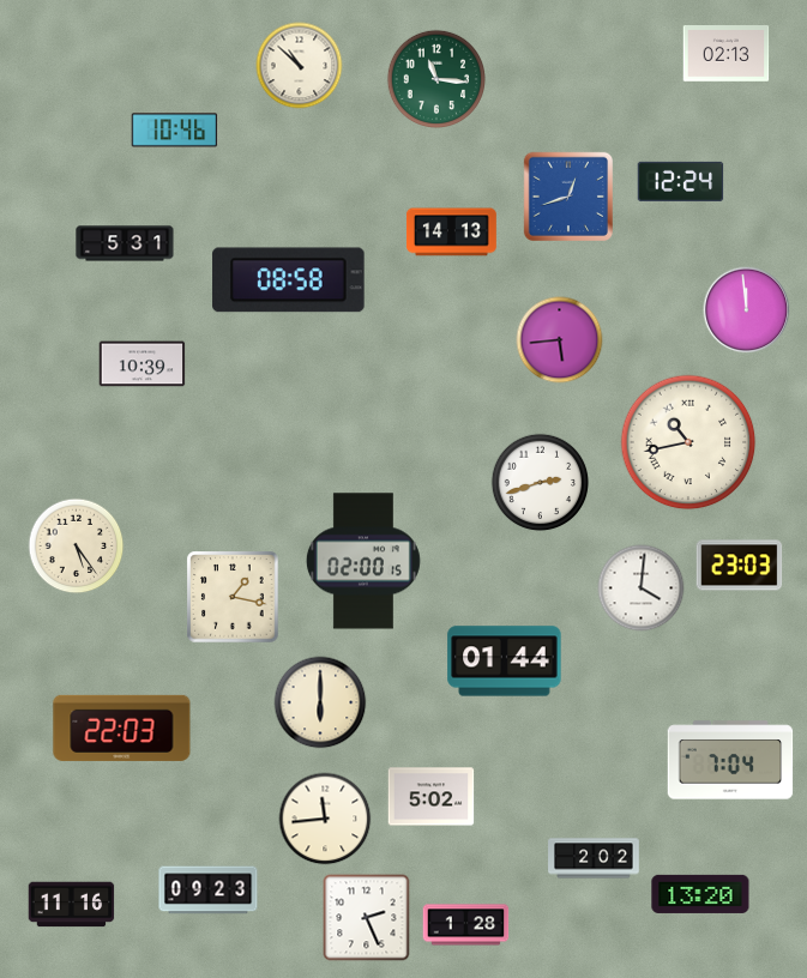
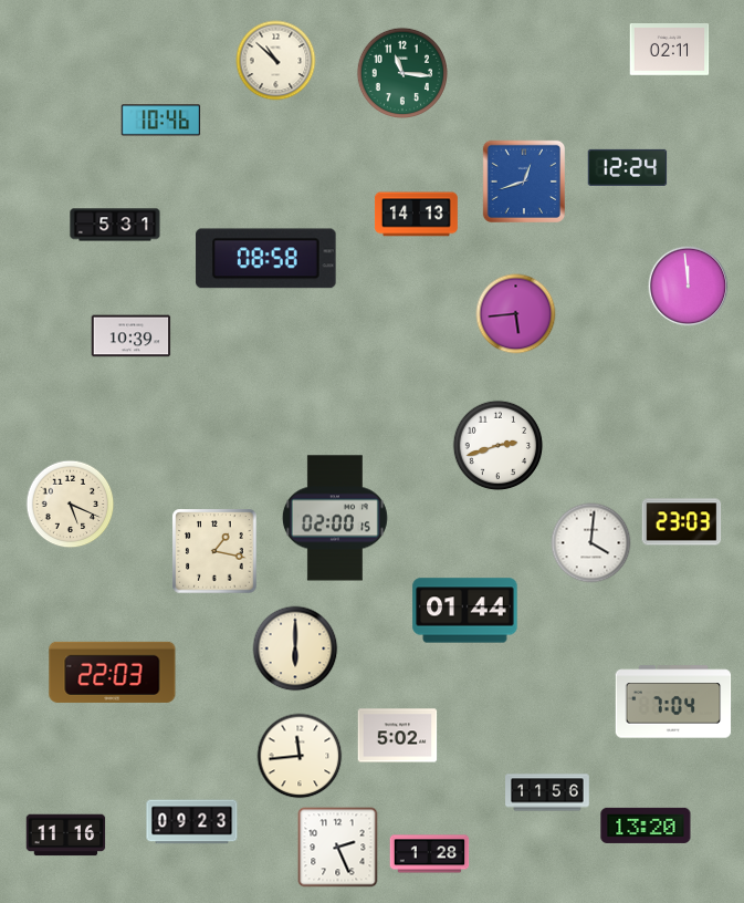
clock at (727, 54): 02:13 -> 02:11
clock at (688, 442): 10:43 -> none
clock at (77, 547): 5:24 -> 5:19
clock at (594, 858): 2:02 -> 11:56
